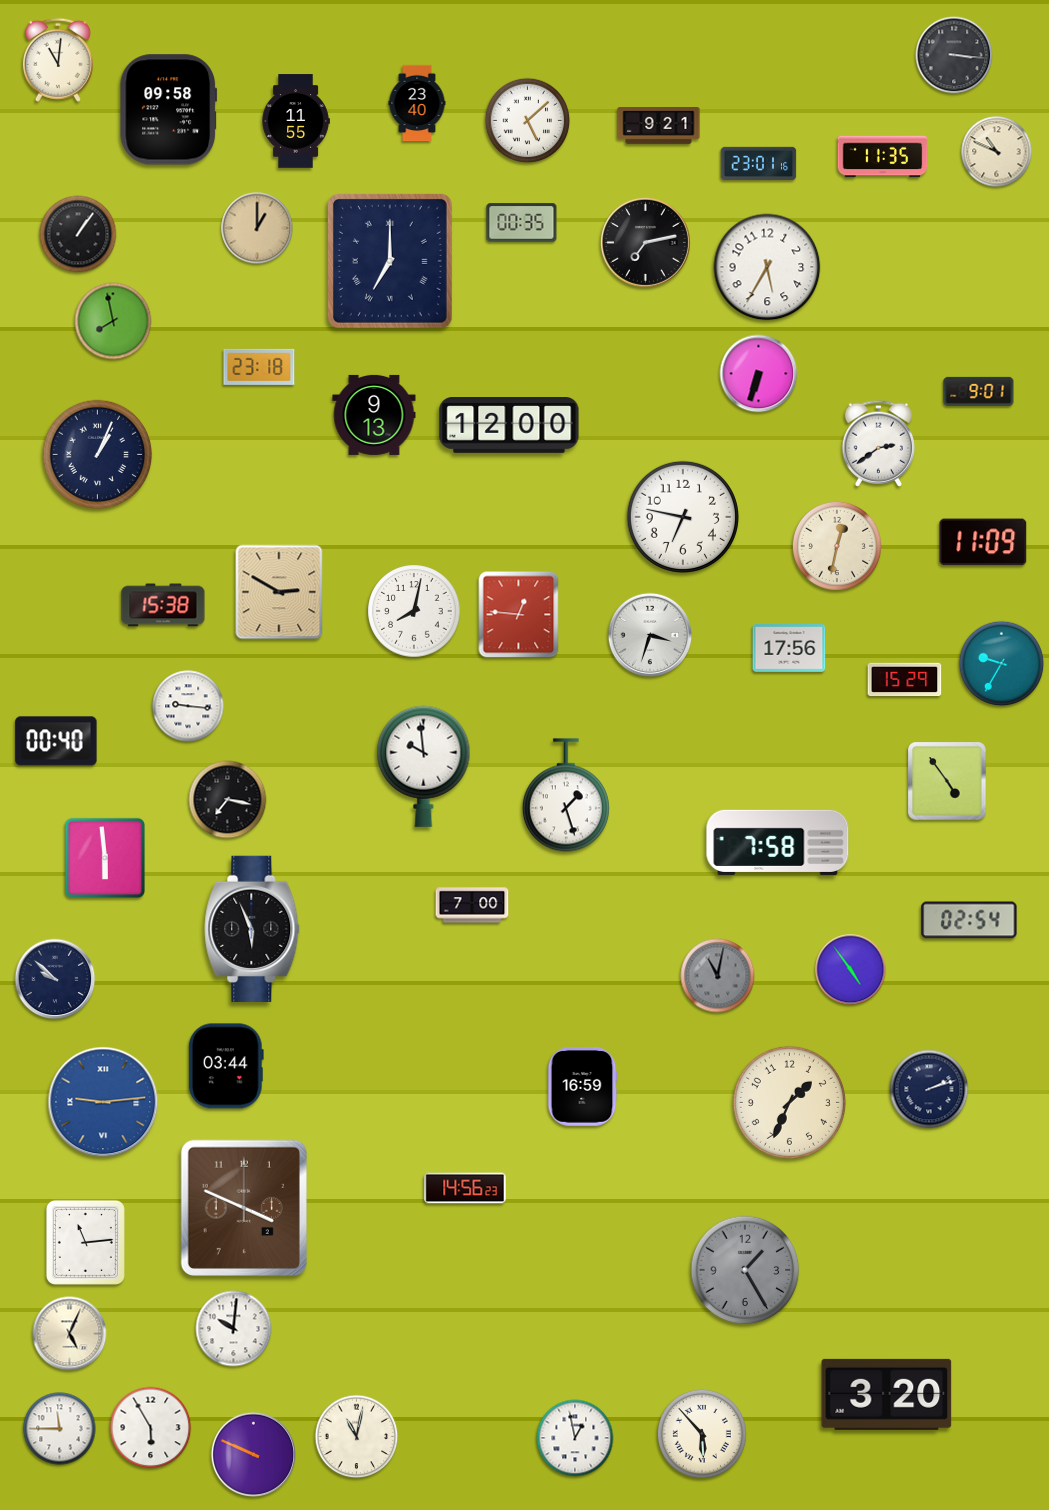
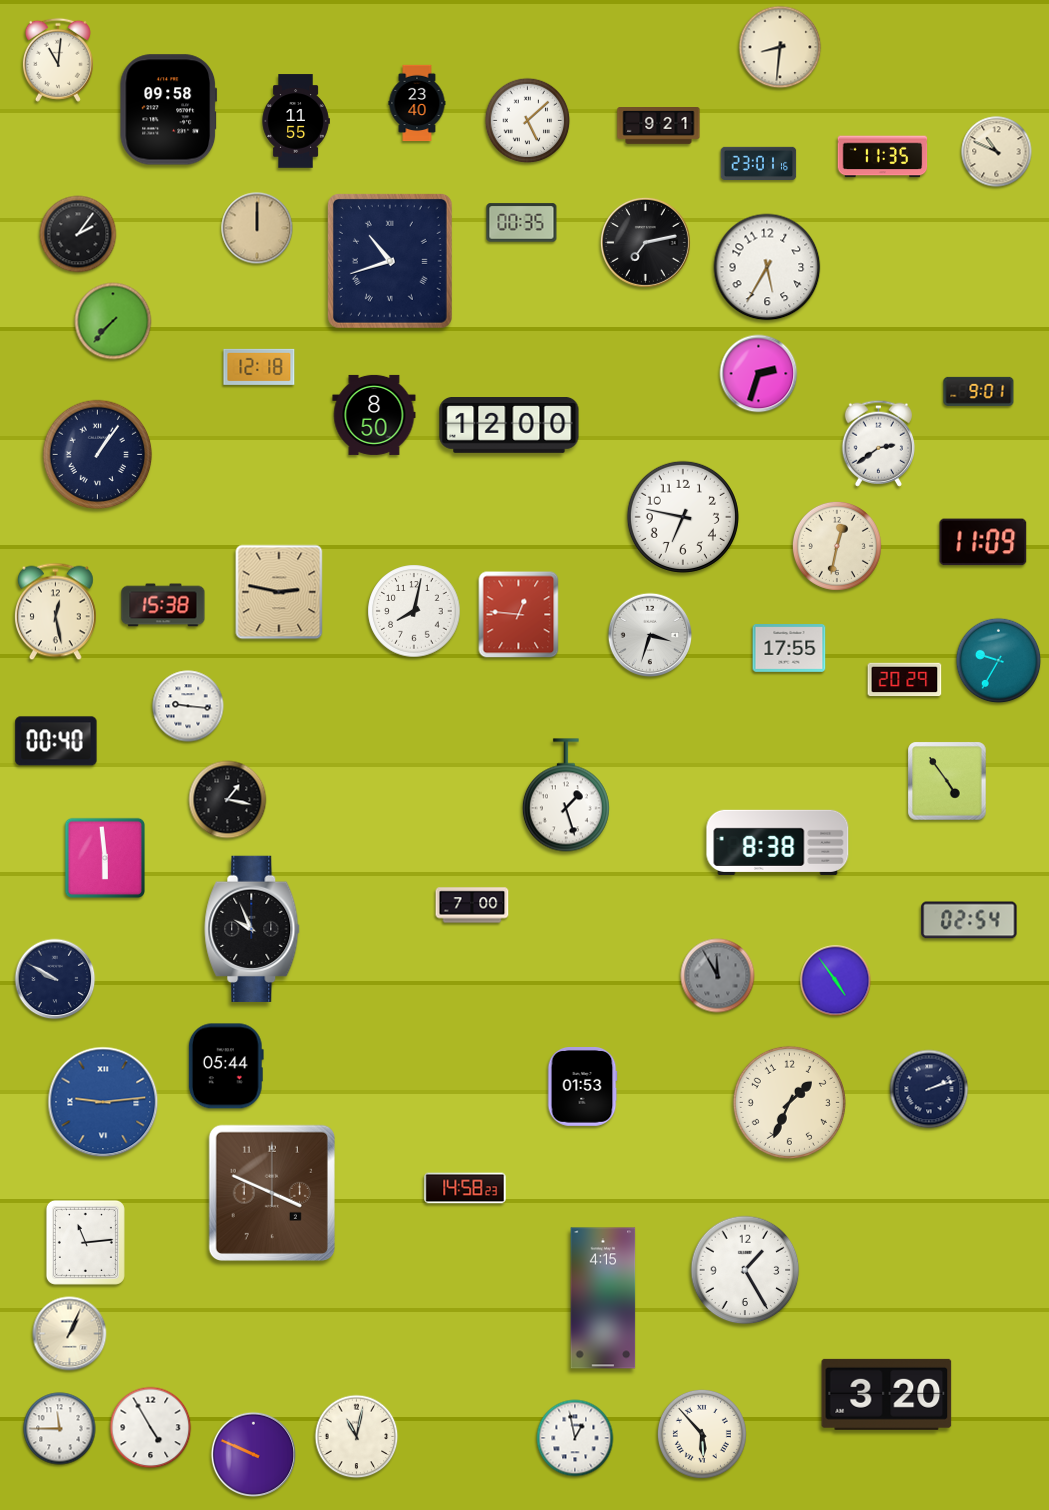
clock at (780, 47): none -> 8:31
clock at (954, 55): 3:16 -> none
clock at (257, 228): 1:00 -> 12:00
clock at (78, 234): 1:06 -> 2:06
clock at (390, 261): 7:00 -> 10:42
clock at (113, 321): 7:58 -> 7:37
clock at (259, 367): 23:18 -> 12:18
clock at (759, 374): 6:33 -> 2:33
clock at (374, 415): 9:13 -> 8:50
clock at (98, 455): 1:04 -> 1:06
clock at (279, 592): 2:50 -> 2:47
clock at (56, 612): none -> 12:28
clock at (789, 649): 17:56 -> 17:55
clock at (1002, 664) position: (1002, 664) -> (999, 661)
clock at (905, 680): 15:29 -> 20:29
clock at (424, 766): 9:59 -> none
clock at (228, 800): 7:17 -> 1:17
clock at (778, 842): 7:58 -> 8:38
clock at (252, 929): 5:56 -> 9:56
clock at (851, 970) position: (851, 970) -> (836, 981)
clock at (718, 976): 11:02 -> 11:55
clock at (55, 979): 9:52 -> 9:50
clock at (226, 1066): 03:44 -> 05:44
clock at (582, 1087): 16:59 -> 01:53
clock at (465, 1188): 14:56 -> 14:58
clock at (244, 1208) position: (244, 1208) -> (272, 1193)
clock at (745, 1270) dial: grey -> white
clock at (603, 1298): none -> 4:15
clock at (234, 1329): 10:01 -> none
clock at (70, 1334): 5:04 -> 1:04
clock at (151, 1428): 5:55 -> 4:55
